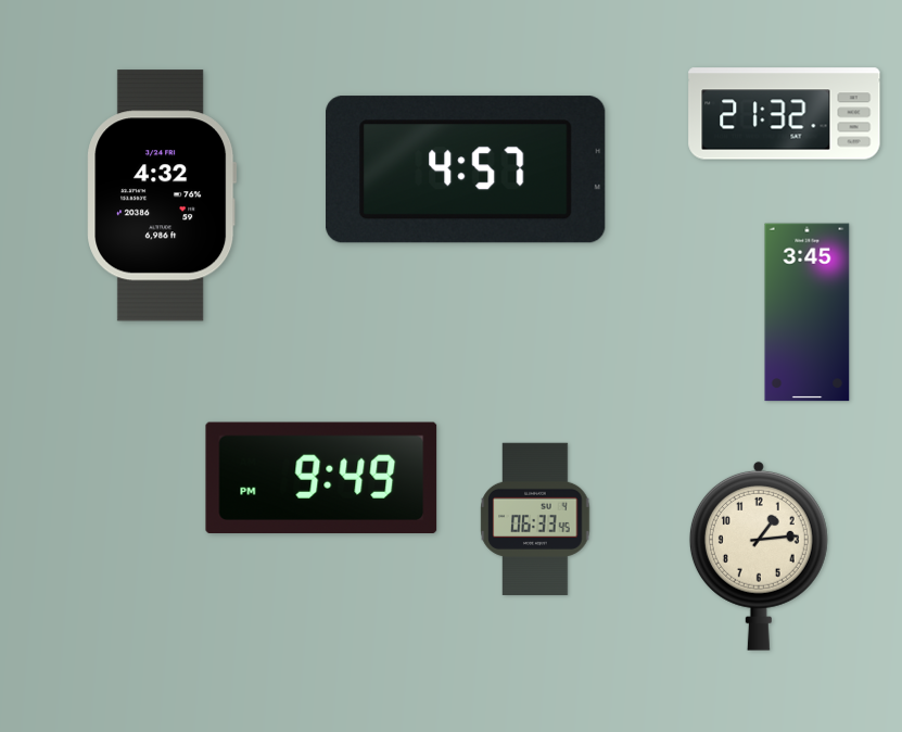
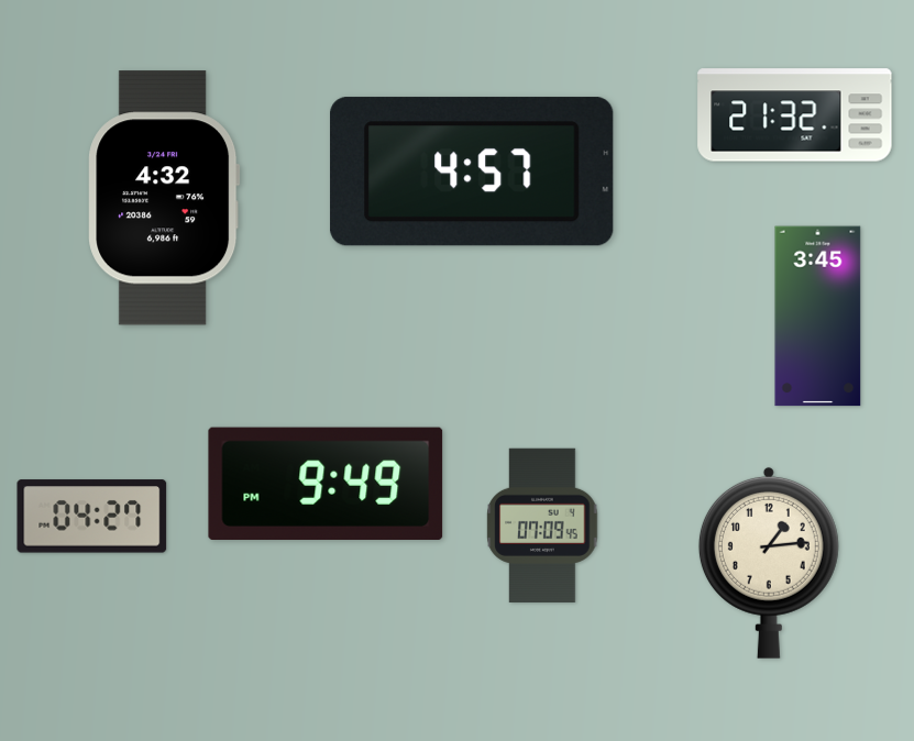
clock at (92, 517): none -> 04:27
clock at (535, 518): 06:33 -> 07:09
